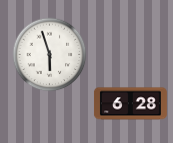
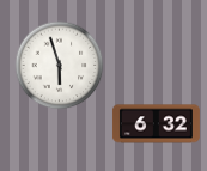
clock at (130, 104): 6:28 -> 6:32
